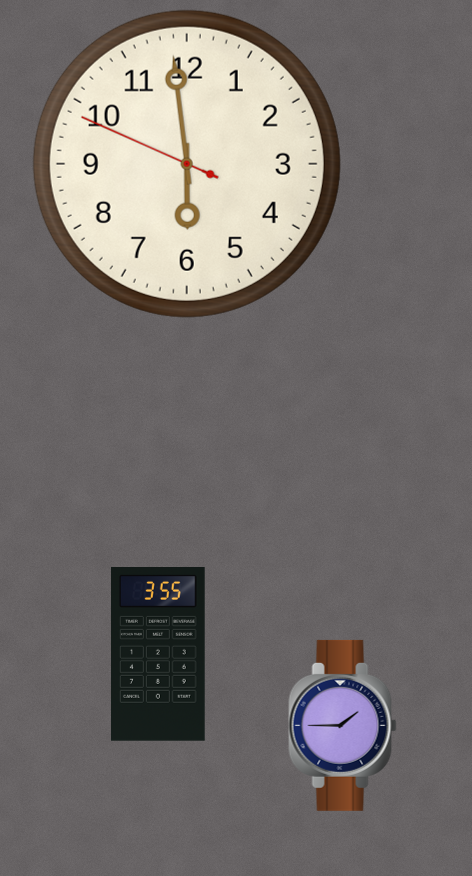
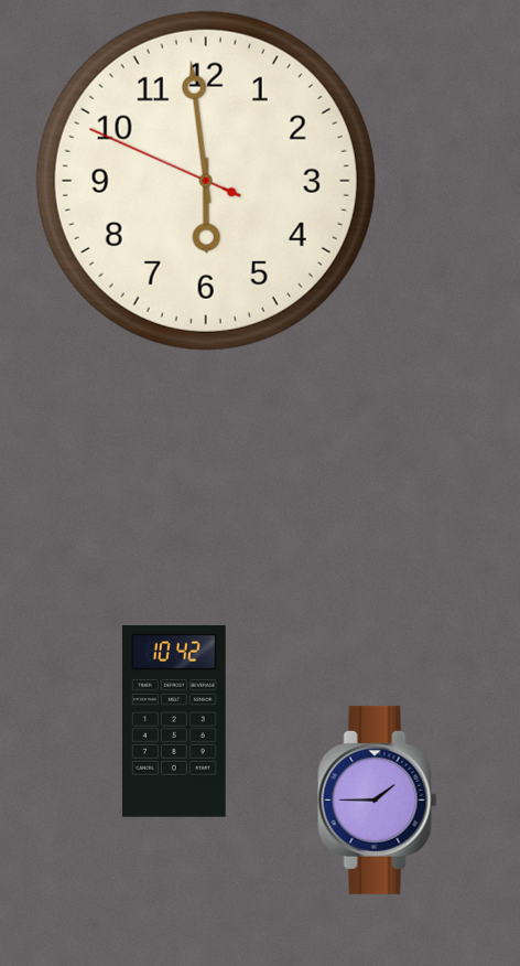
clock at (158, 655): 3:55 -> 10:42
